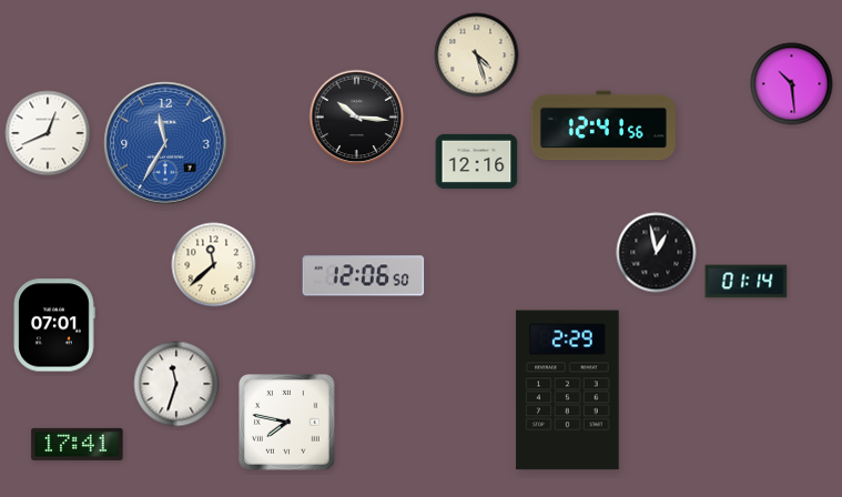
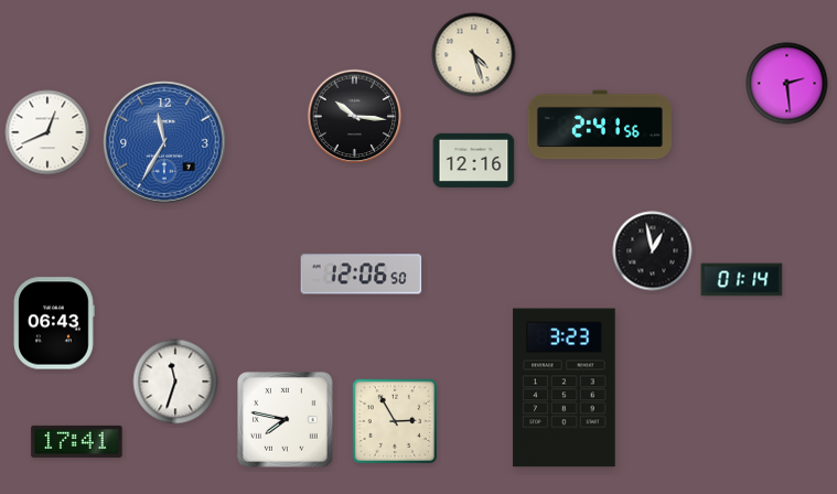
clock at (792, 84): 10:29 -> 2:29
clock at (603, 125): 12:41 -> 2:41
clock at (214, 265): 11:38 -> none
clock at (54, 325): 07:01 -> 06:43
clock at (568, 390): 2:29 -> 3:23
clock at (395, 421): none -> 2:55
